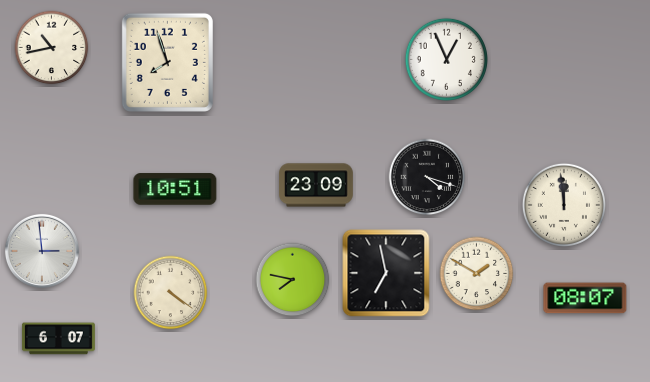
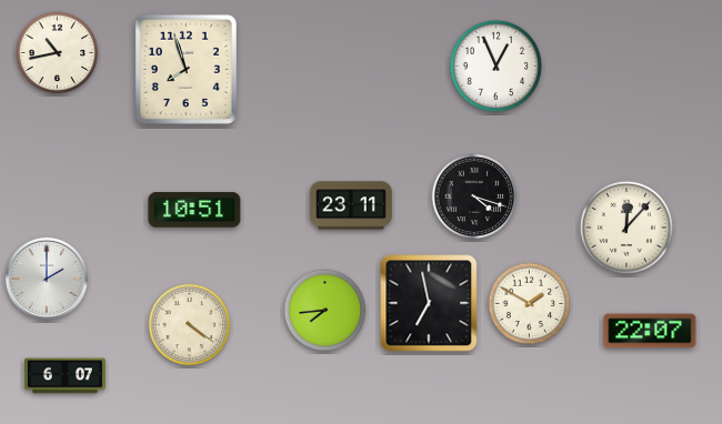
clock at (316, 185): 23:09 -> 23:11
clock at (564, 205): 11:59 -> 12:07
clock at (42, 251): 2:59 -> 2:00
clock at (293, 280): 7:47 -> 7:44
clock at (585, 298): 08:07 -> 22:07
